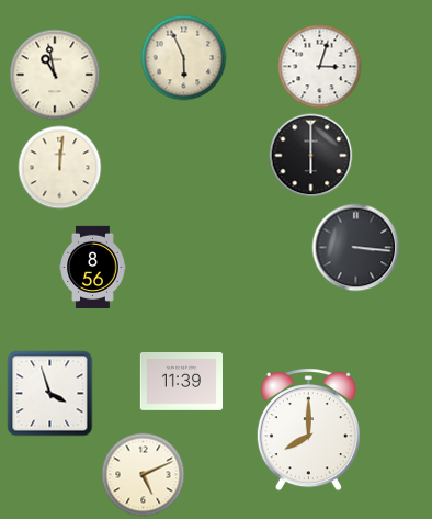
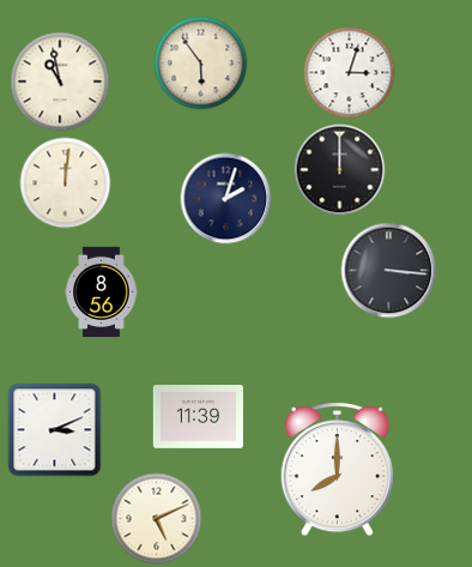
clock at (184, 58): 5:56 -> 5:54
clock at (311, 156): 6:00 -> 12:00
clock at (226, 199): none -> 2:03
clock at (50, 394): 3:57 -> 3:11
